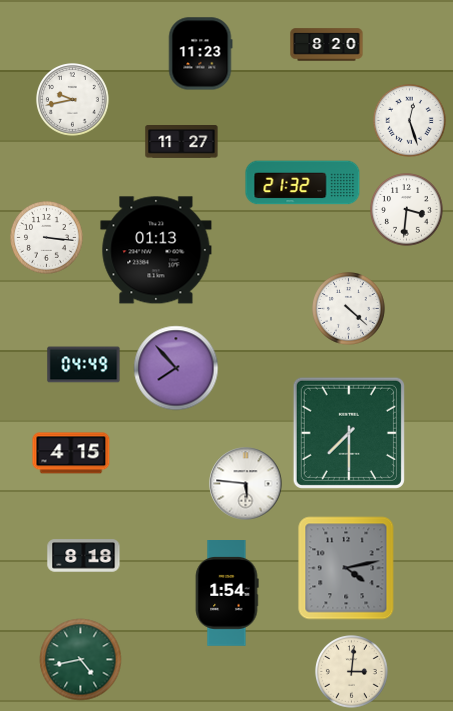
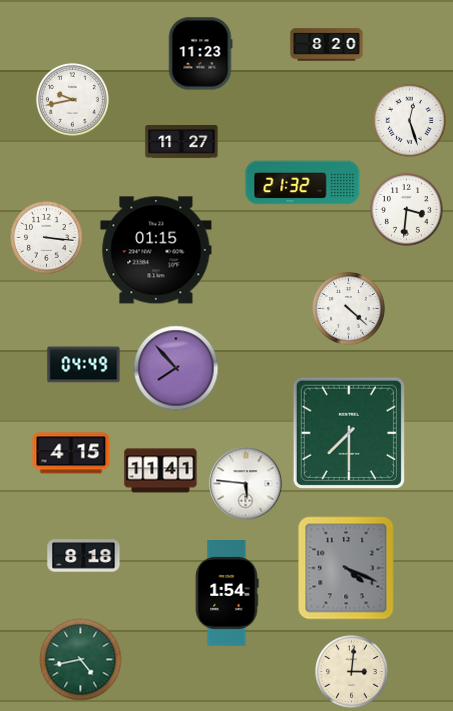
clock at (156, 250): 01:13 -> 01:15
clock at (161, 471): none -> 11:41
clock at (346, 568): 4:13 -> 4:19
